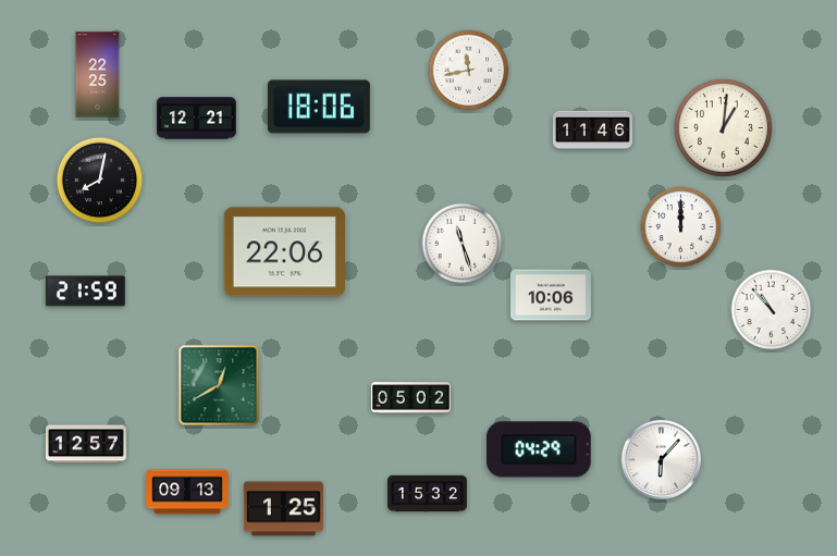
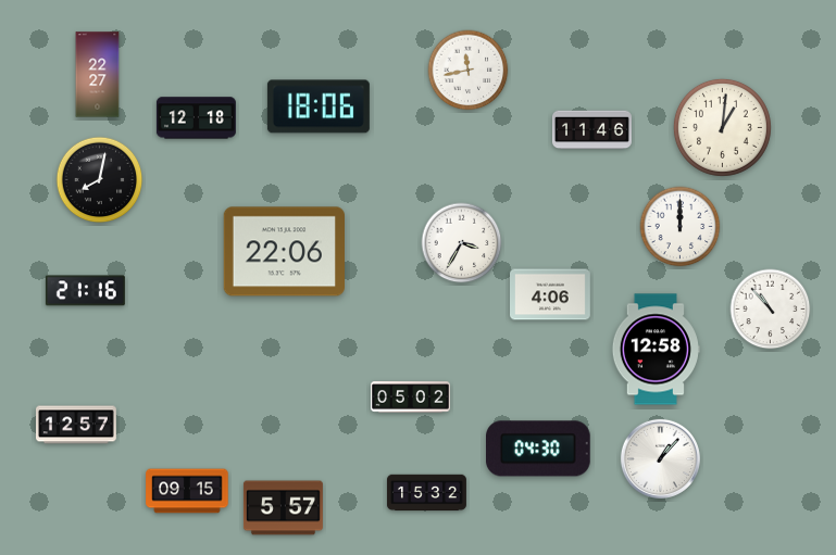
clock at (98, 75): 22:25 -> 22:27
clock at (196, 119): 12:21 -> 12:18
clock at (463, 244): 11:27 -> 3:35
clock at (85, 292): 21:59 -> 21:16
clock at (552, 295): 10:06 -> 4:06
clock at (656, 350): none -> 12:58
clock at (219, 385): 12:40 -> none
clock at (87, 444) position: (87, 444) -> (77, 425)
clock at (540, 449): 04:29 -> 04:30
clock at (661, 459): 6:07 -> 1:07
clock at (187, 492): 09:13 -> 09:15
clock at (283, 509): 1:25 -> 5:57
